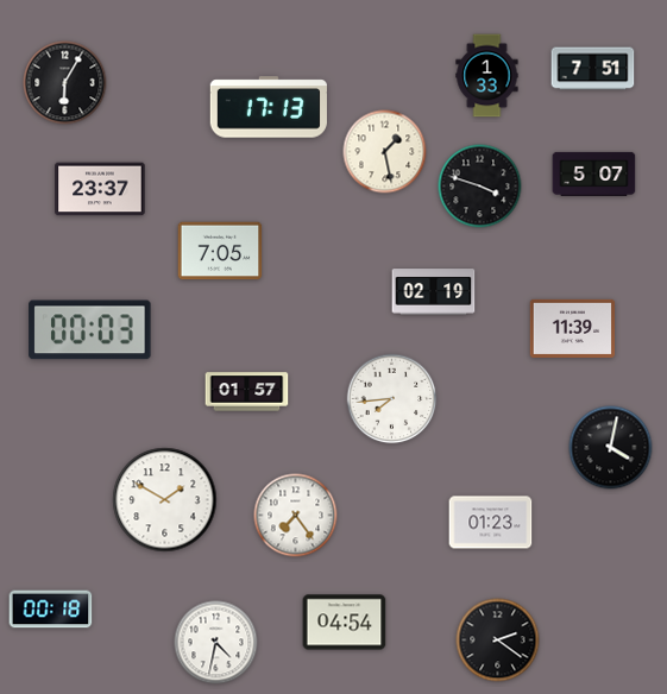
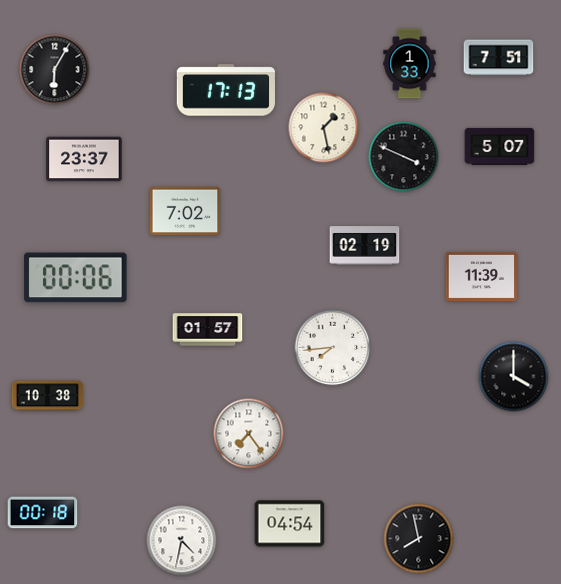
clock at (480, 187): 3:48 -> 3:49
clock at (220, 251): 7:05 -> 7:02
clock at (90, 330): 00:03 -> 00:06
clock at (392, 399) position: (392, 399) -> (333, 348)
clock at (611, 448): 4:02 -> 4:00
clock at (48, 396): none -> 10:38
clock at (165, 500): 1:50 -> none
clock at (491, 523): 01:23 -> none
clock at (498, 641): 2:21 -> 7:58
